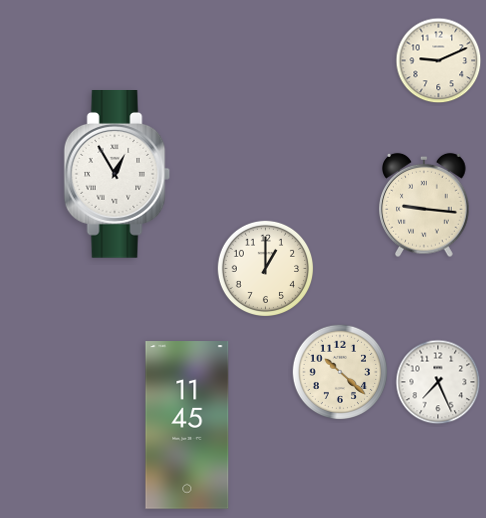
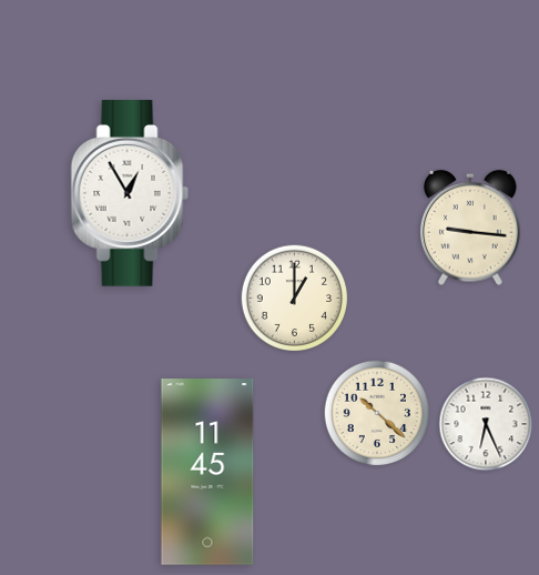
clock at (439, 61): 9:11 -> none
clock at (438, 382): 7:26 -> 6:26
